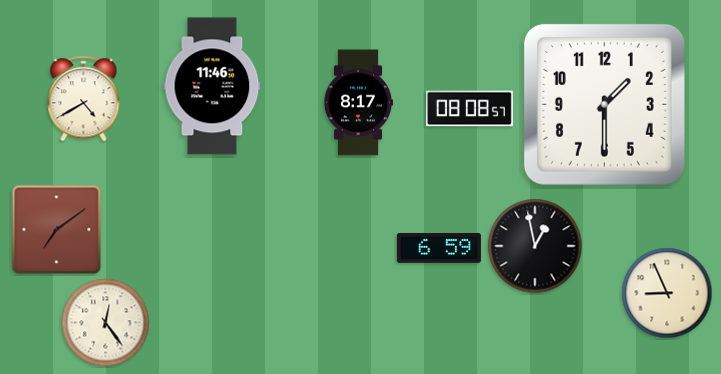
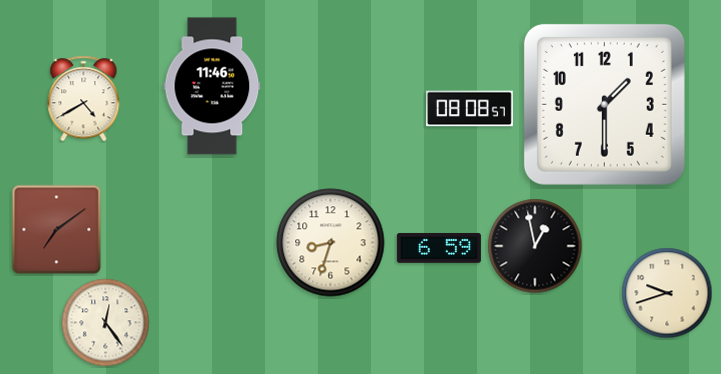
clock at (357, 103): 8:17 -> none
clock at (331, 243): none -> 8:33
clock at (667, 293): 8:56 -> 9:42
